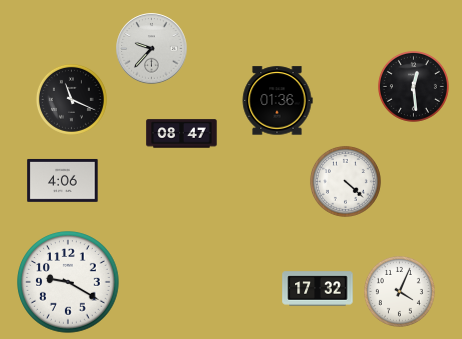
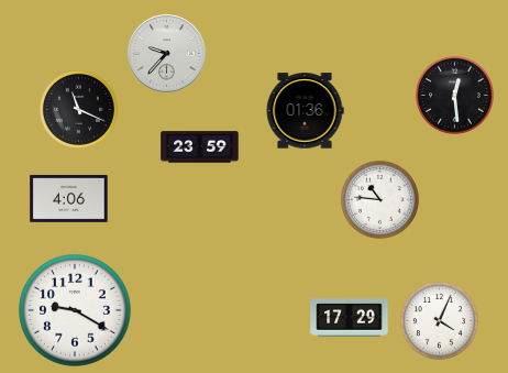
clock at (182, 134): 08:47 -> 23:59
clock at (345, 181): 4:22 -> 10:46
clock at (318, 289): 17:32 -> 17:29
